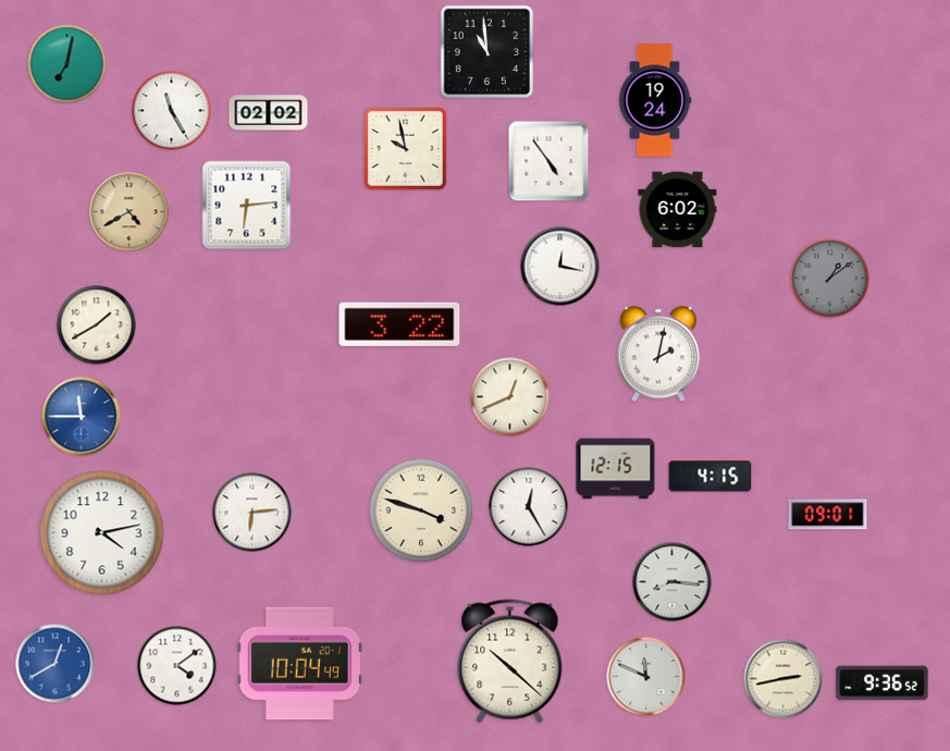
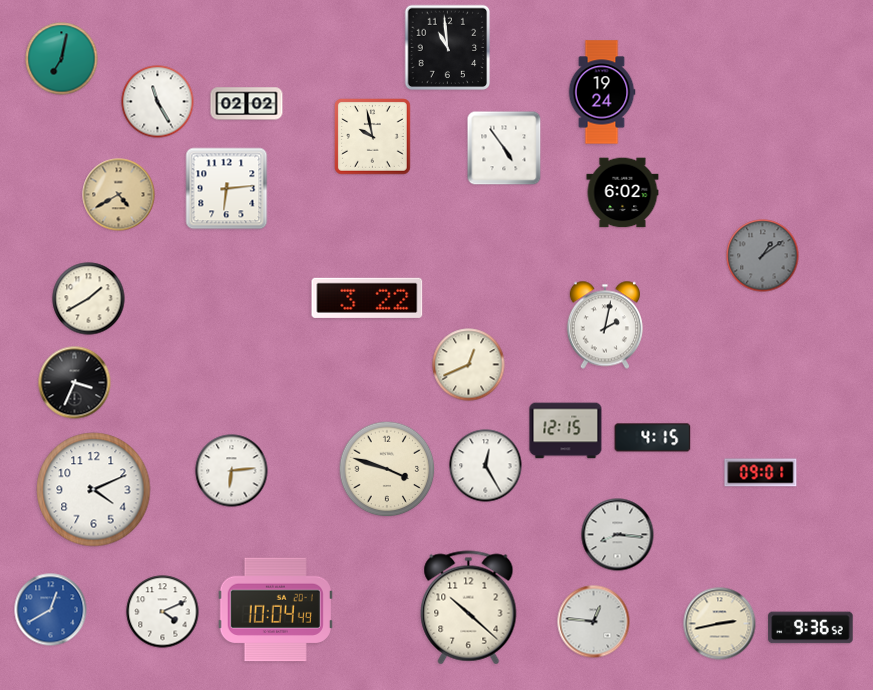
clock at (560, 267): 12:17 -> none
clock at (82, 417): 11:45 -> 3:34
clock at (82, 417) dial: blue -> black
clock at (102, 533): 4:13 -> 4:11
clock at (177, 666): 4:09 -> 4:11
clock at (646, 677): 11:49 -> 12:46
